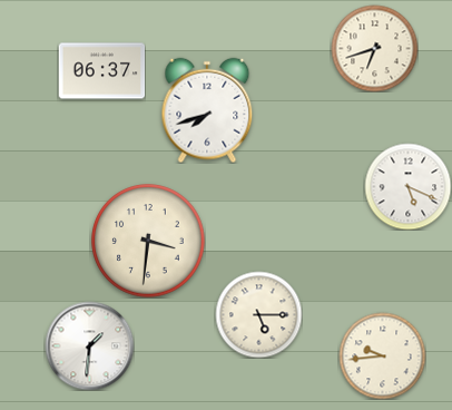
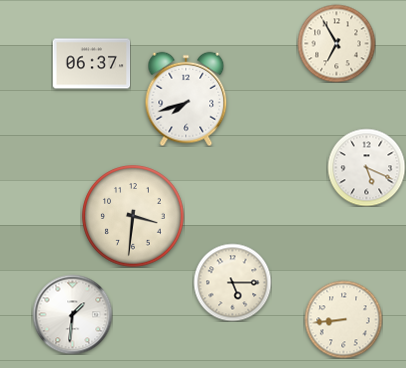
clock at (374, 48): 6:42 -> 6:55
clock at (89, 345) position: (89, 345) -> (72, 314)
clock at (382, 355): 9:44 -> 8:44
